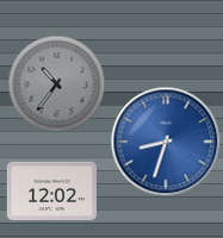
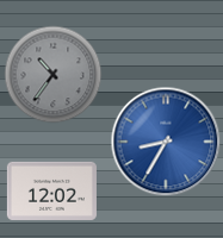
clock at (57, 84) position: (57, 84) -> (54, 75)
clock at (166, 142): 8:33 -> 8:35
